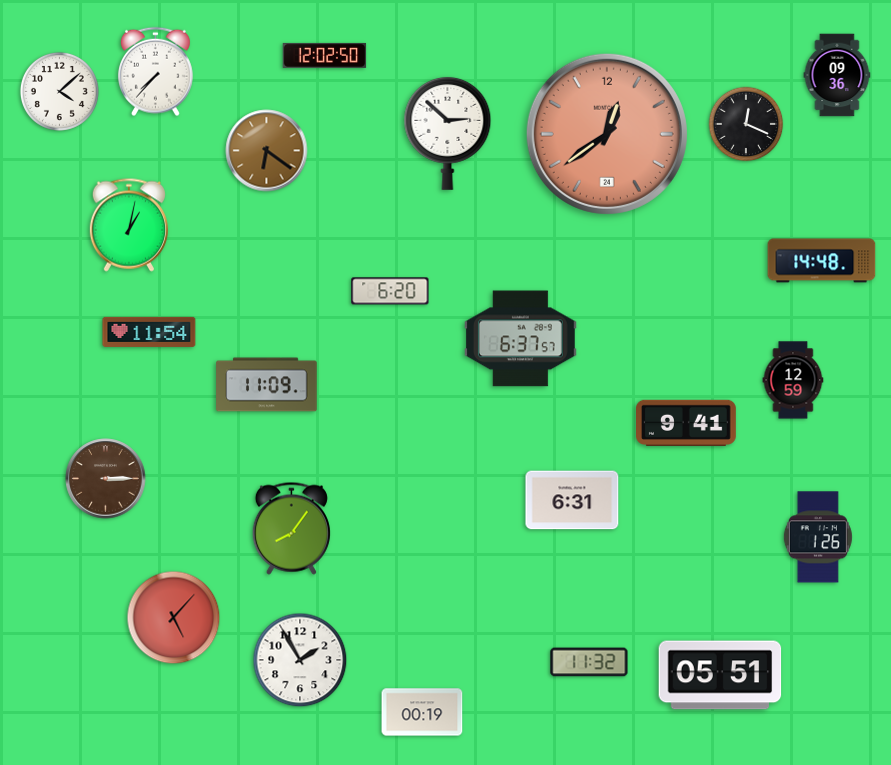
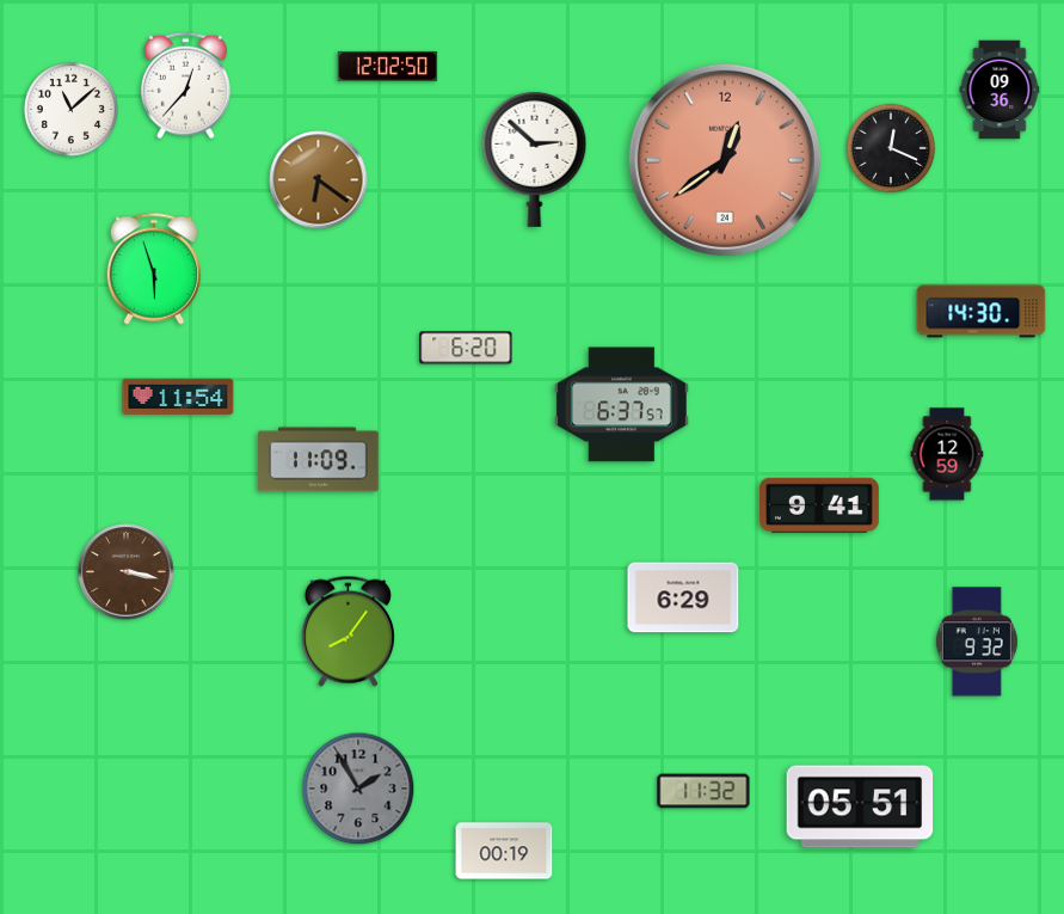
clock at (155, 72): 7:37 -> 12:37
clock at (59, 91): 4:08 -> 11:08
clock at (129, 225): 1:02 -> 5:57
clock at (822, 261): 14:48 -> 14:30
clock at (106, 479): 3:15 -> 3:17
clock at (572, 500): 6:31 -> 6:29
clock at (818, 537): 1:26 -> 9:32
clock at (174, 618): 5:07 -> none
clock at (300, 660) dial: white -> grey
